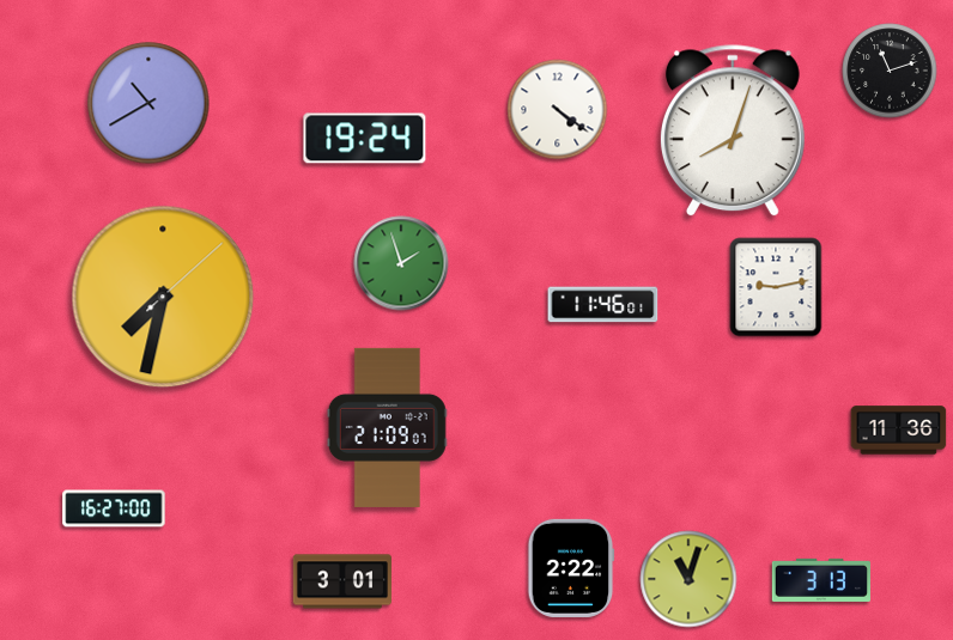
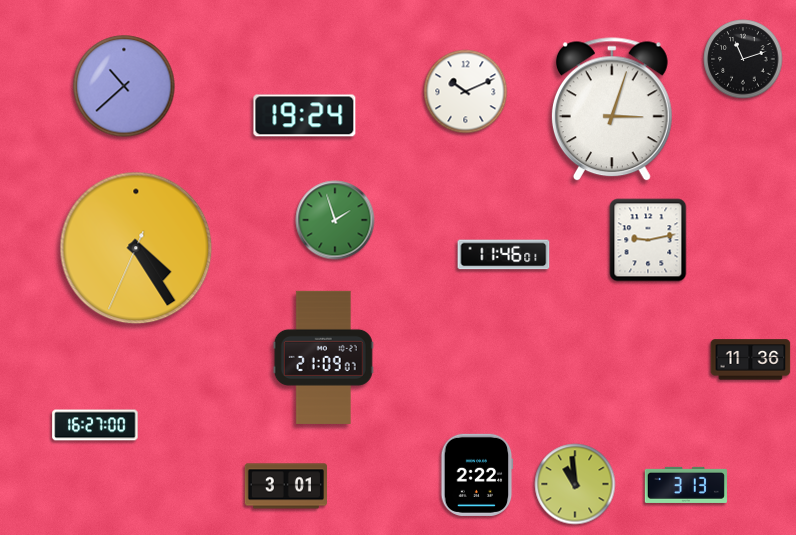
clock at (148, 103): 10:40 -> 10:38
clock at (558, 110): 4:21 -> 10:11
clock at (733, 132): 8:03 -> 3:03
clock at (163, 297): 7:32 -> 4:24
clock at (688, 579): 11:03 -> 10:59
